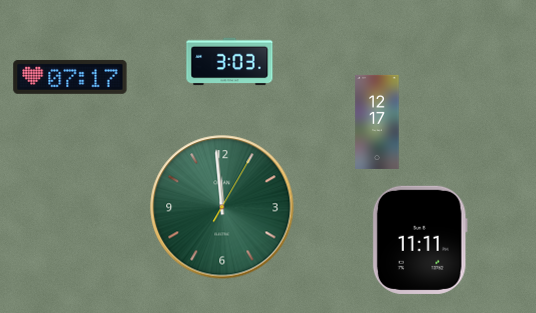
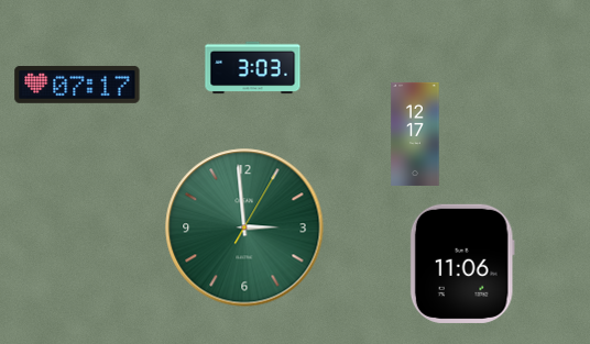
clock at (222, 207): 11:59 -> 2:59
clock at (420, 240): 11:11 -> 11:06
